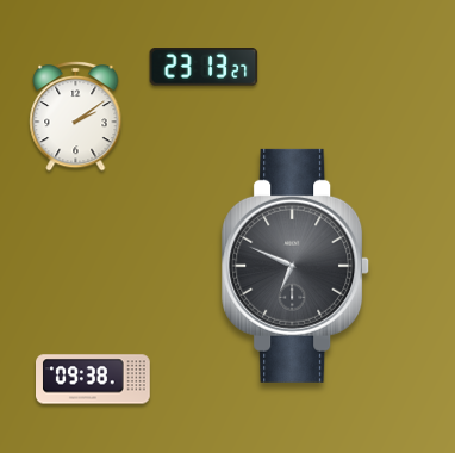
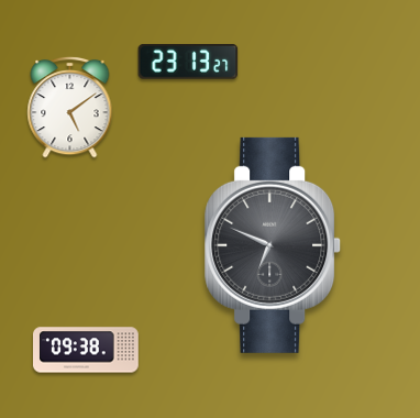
clock at (76, 116): 2:09 -> 5:09
